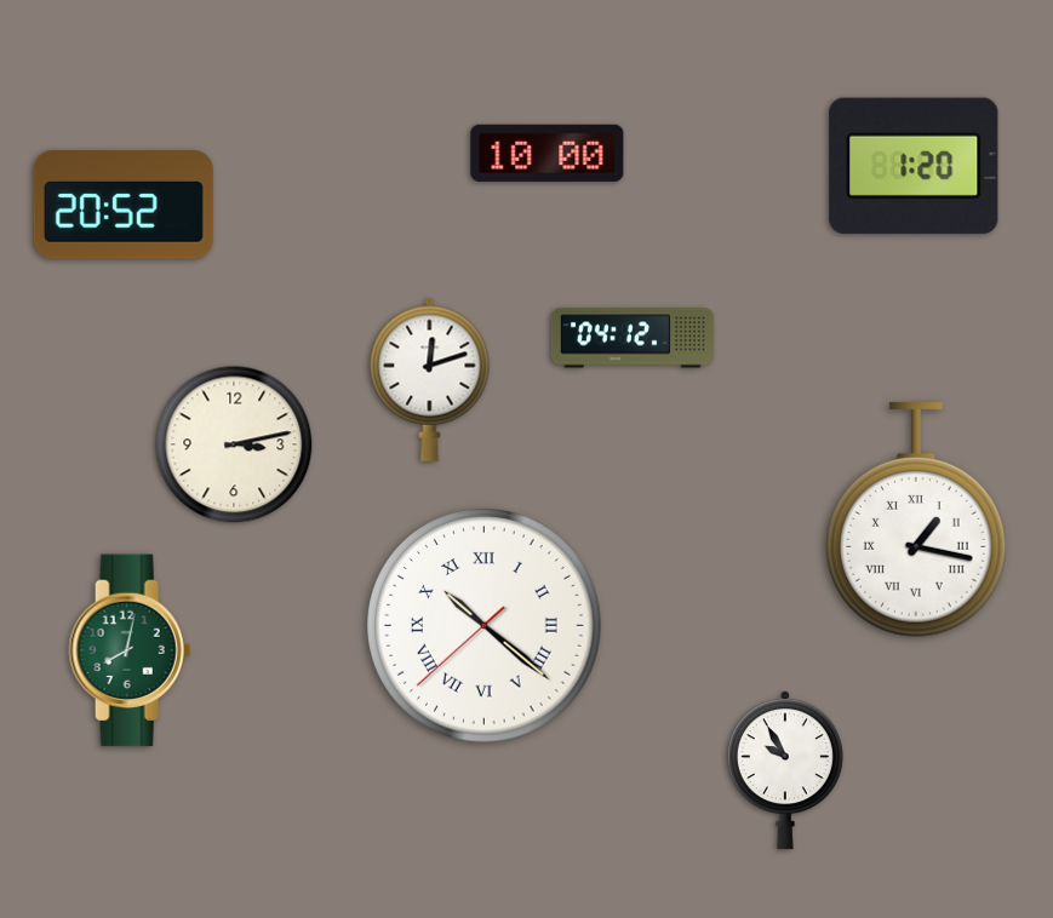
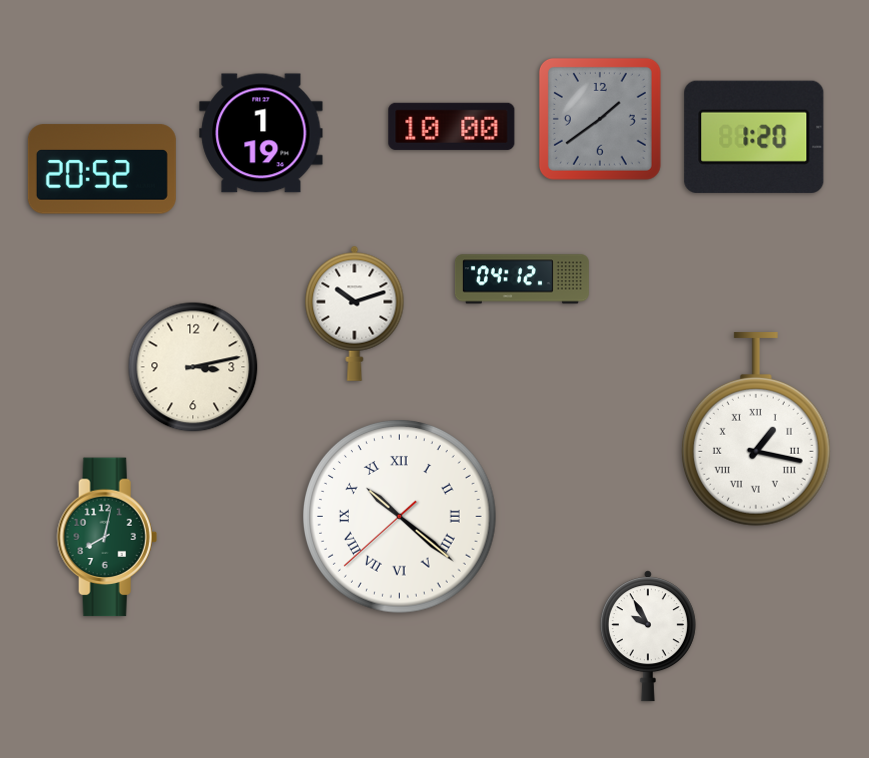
clock at (600, 119): none -> 1:39
clock at (261, 133): none -> 1:19
clock at (430, 379): 12:12 -> 10:12
